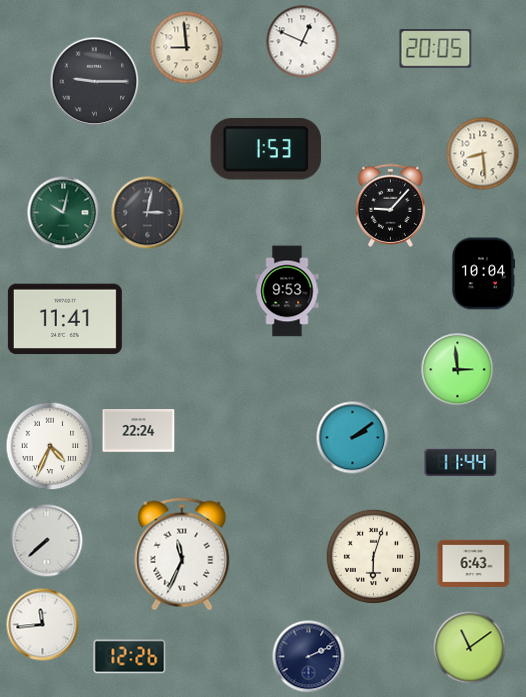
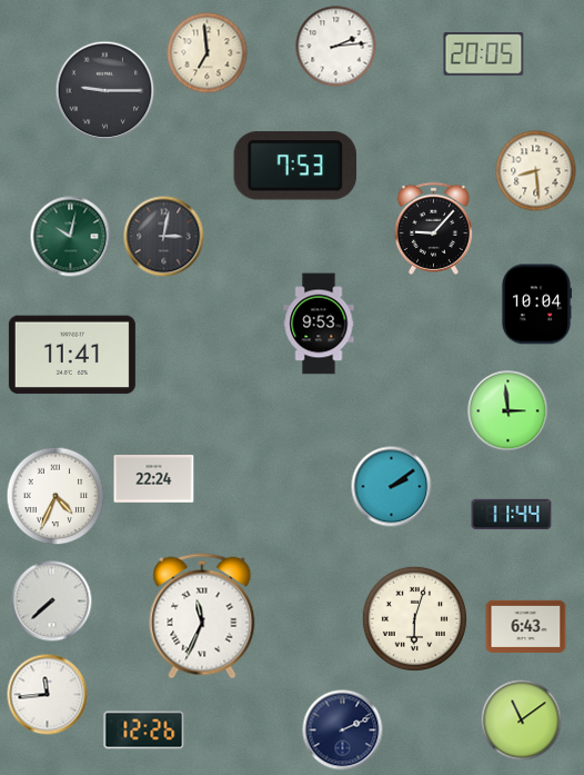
clock at (303, 42): 12:49 -> 2:14
clock at (187, 48): 8:59 -> 6:59
clock at (266, 149): 1:53 -> 7:53
